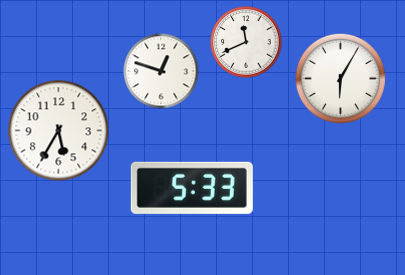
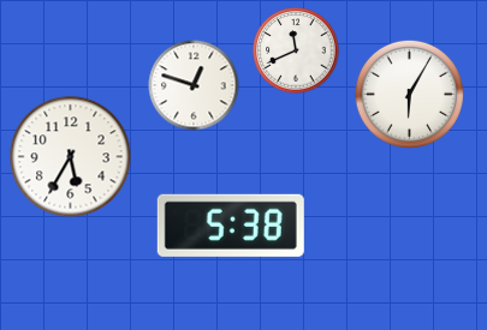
clock at (192, 188): 5:33 -> 5:38
